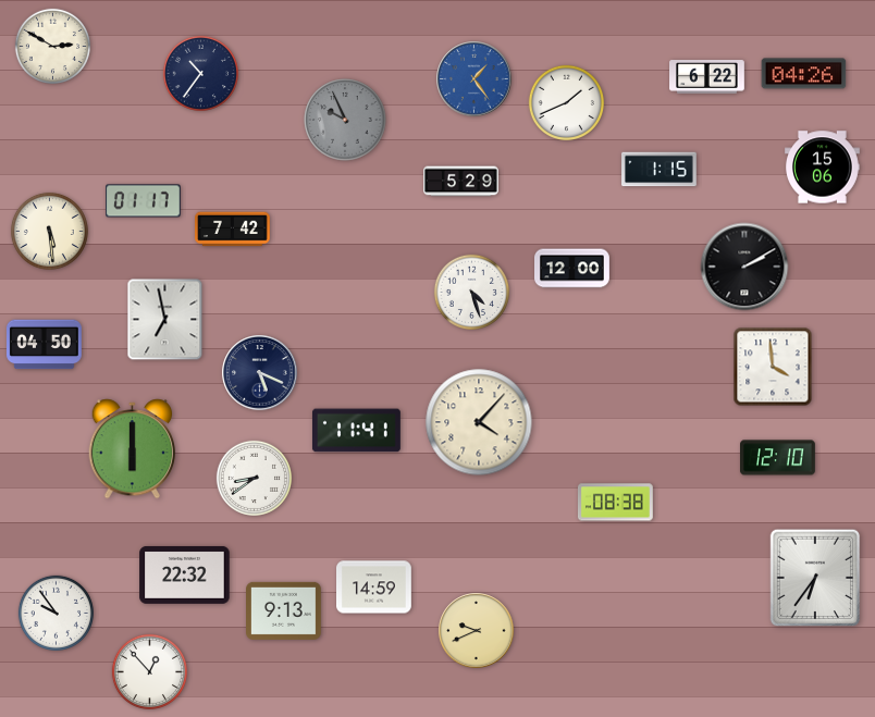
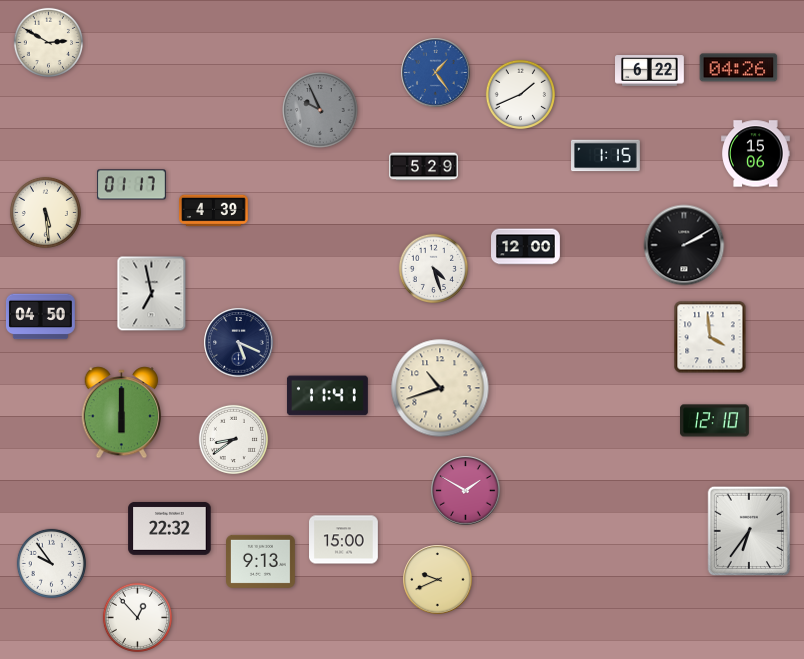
clock at (200, 73): 10:36 -> none
clock at (345, 120) position: (345, 120) -> (320, 110)
clock at (233, 230): 7:42 -> 4:39
clock at (479, 422): 4:07 -> 10:42
clock at (615, 503): 08:38 -> none
clock at (466, 491): none -> 1:50
clock at (374, 588): 14:59 -> 15:00
